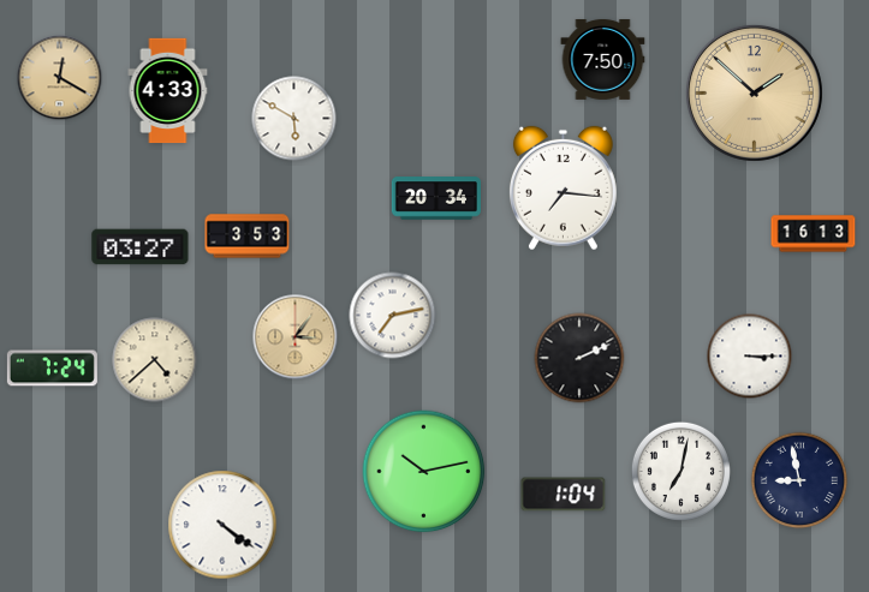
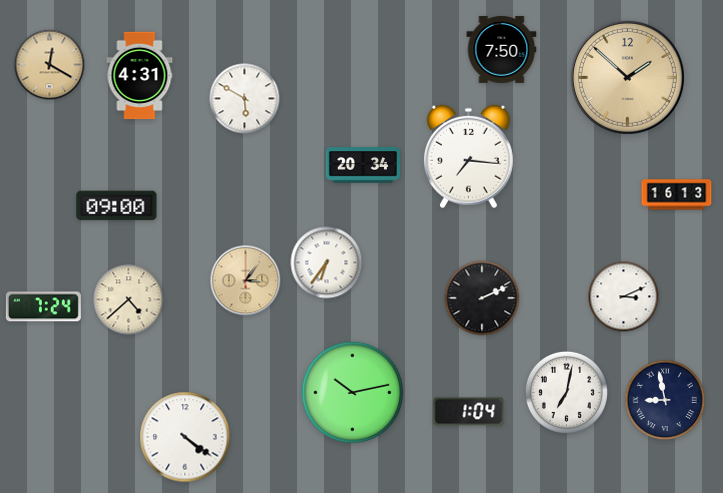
clock at (168, 91): 4:33 -> 4:31
clock at (248, 237): 3:53 -> none
clock at (141, 247): 03:27 -> 09:00
clock at (393, 316): 7:13 -> 6:36
clock at (750, 357): 3:15 -> 3:11
